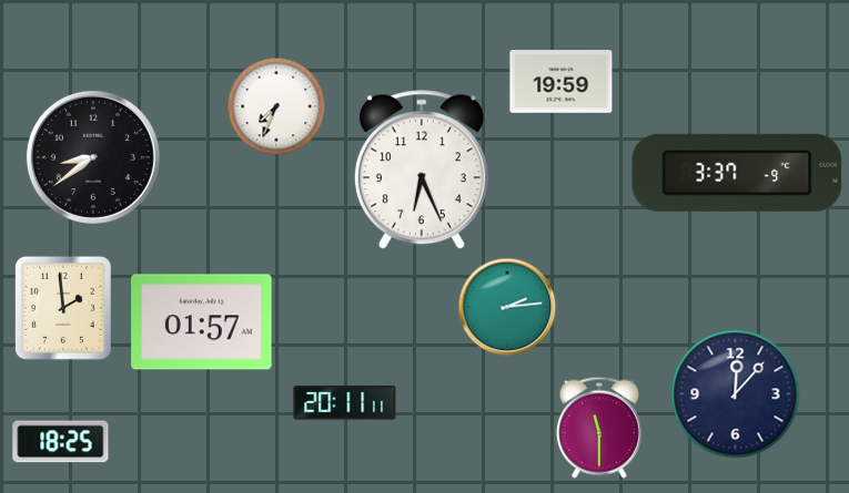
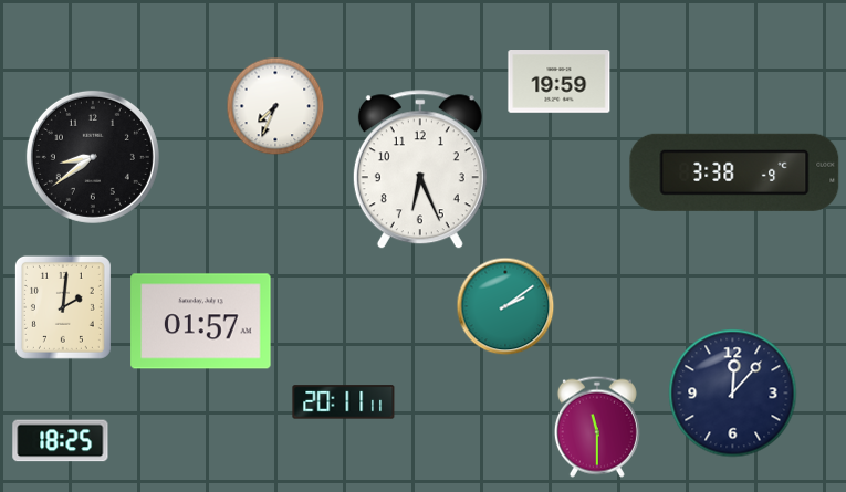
clock at (737, 173): 3:37 -> 3:38
clock at (507, 307): 2:14 -> 2:09
clock at (63, 308): 1:59 -> 2:01
